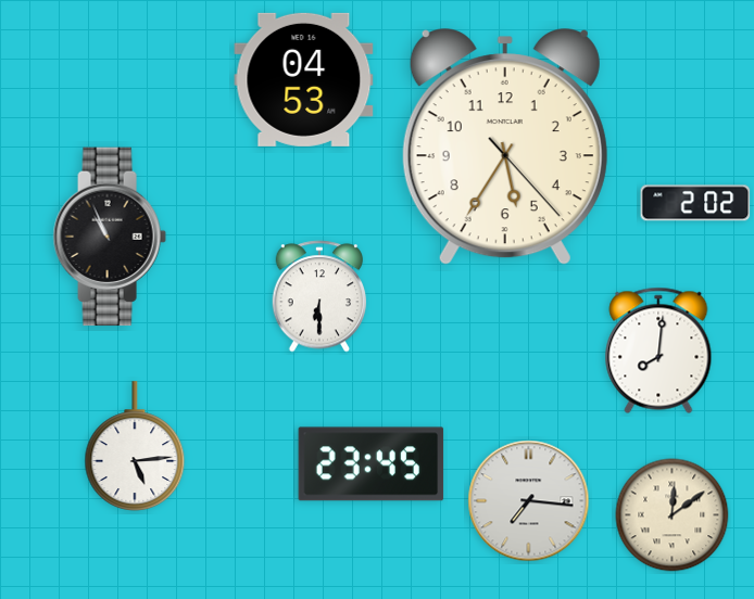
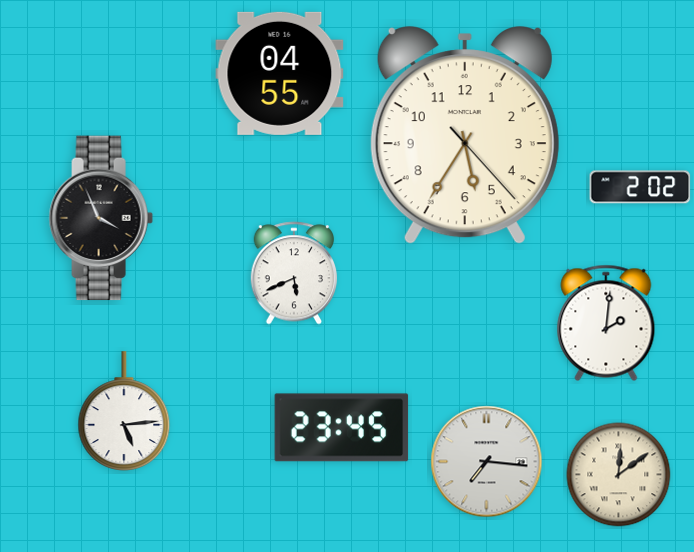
clock at (304, 79): 04:53 -> 04:55
clock at (110, 237): 10:56 -> 3:56
clock at (319, 296): 6:30 -> 5:41
clock at (658, 351): 8:01 -> 2:01
